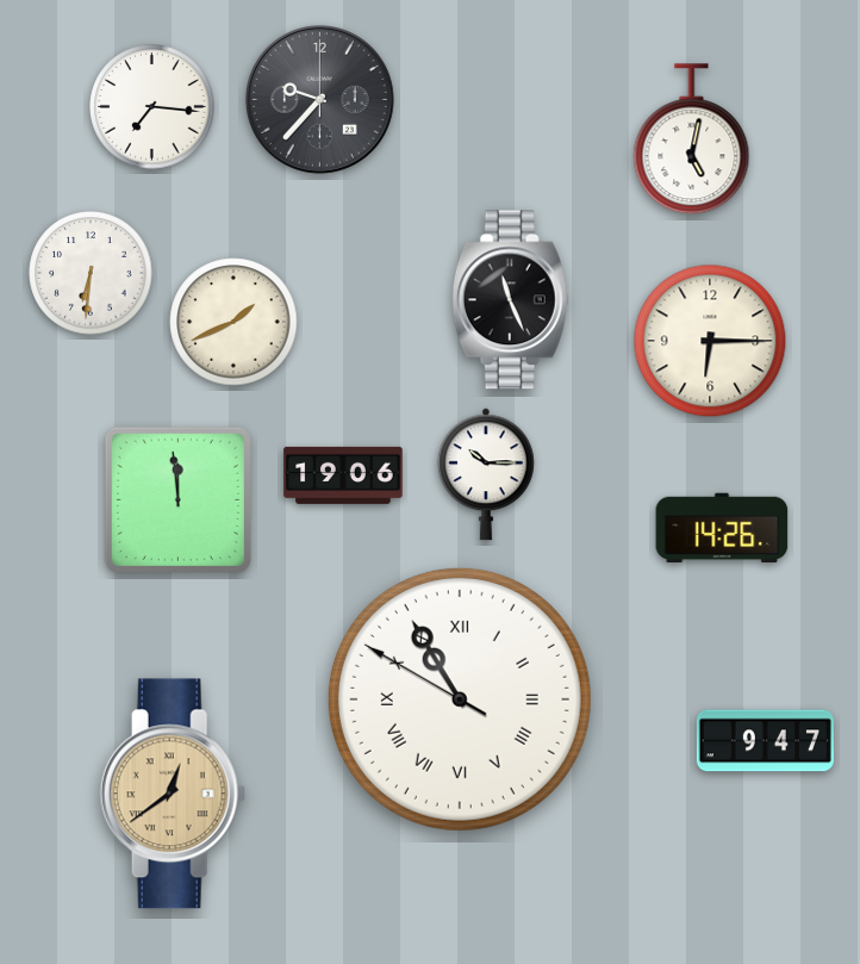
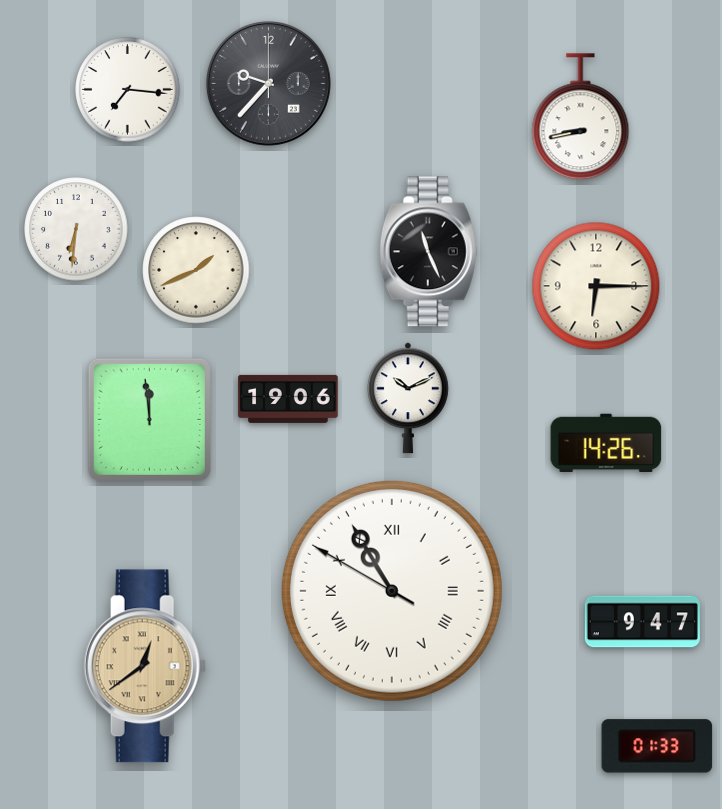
clock at (692, 139): 5:02 -> 8:43
clock at (486, 474): 10:15 -> 10:11
clock at (460, 699) position: (460, 699) -> (392, 591)
clock at (657, 746): none -> 01:33
